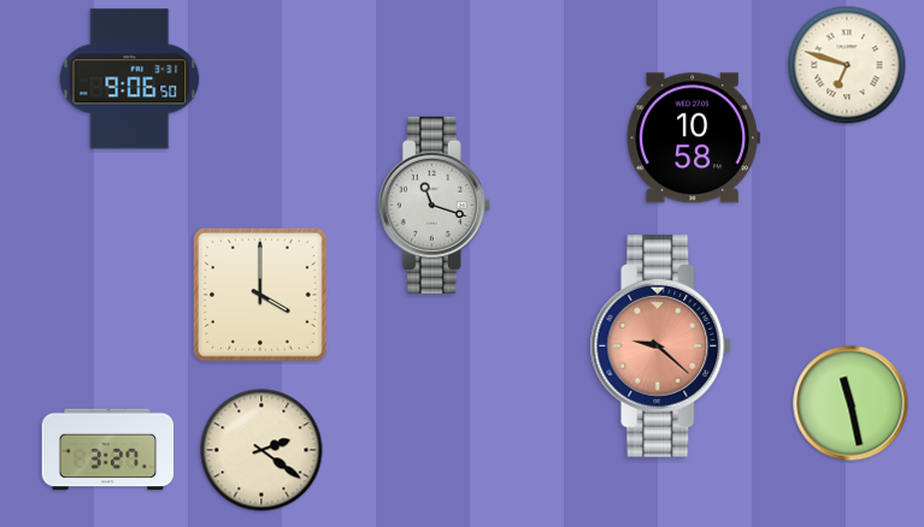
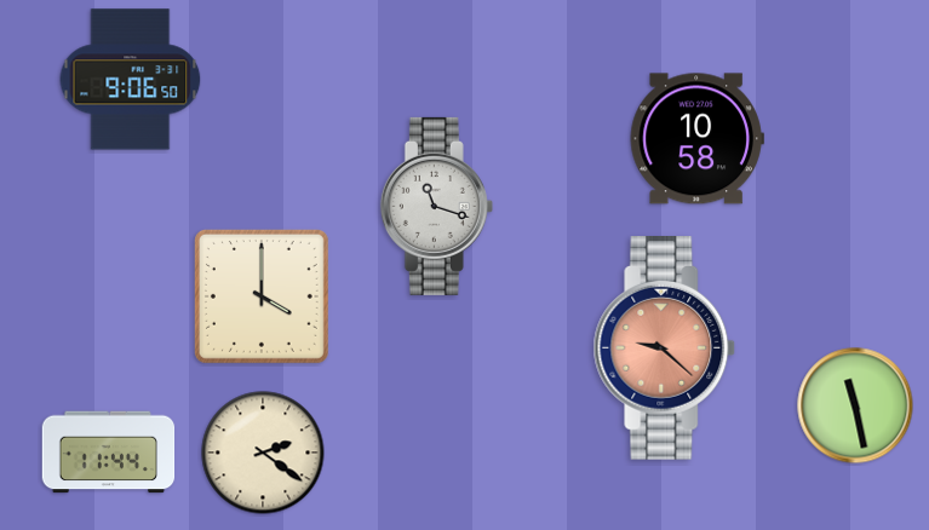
clock at (847, 65): 6:48 -> none
clock at (108, 450): 3:27 -> 11:44
